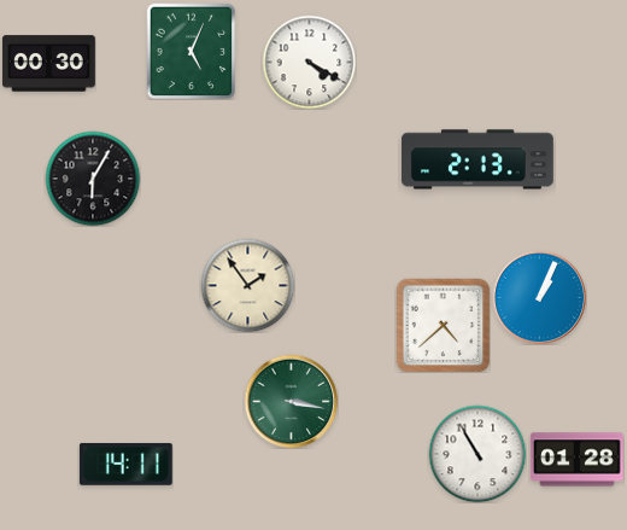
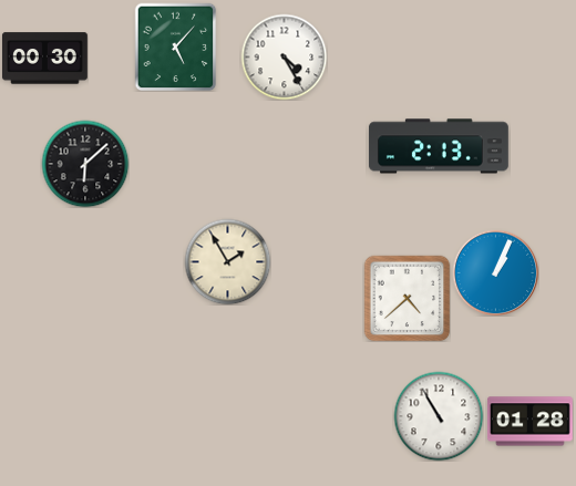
clock at (192, 51): 5:04 -> 5:07
clock at (309, 62): 4:20 -> 4:25
clock at (93, 179): 6:05 -> 6:08
clock at (247, 285): 1:54 -> 1:55
clock at (291, 401): 3:17 -> none
clock at (125, 464): 14:11 -> none
